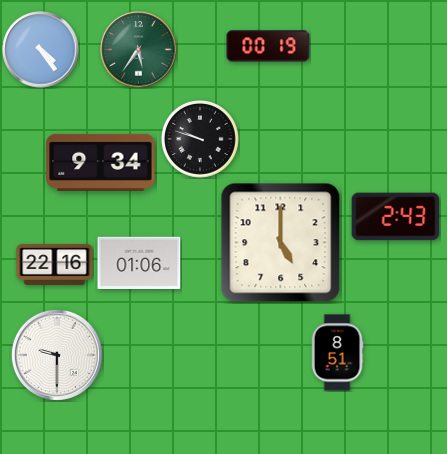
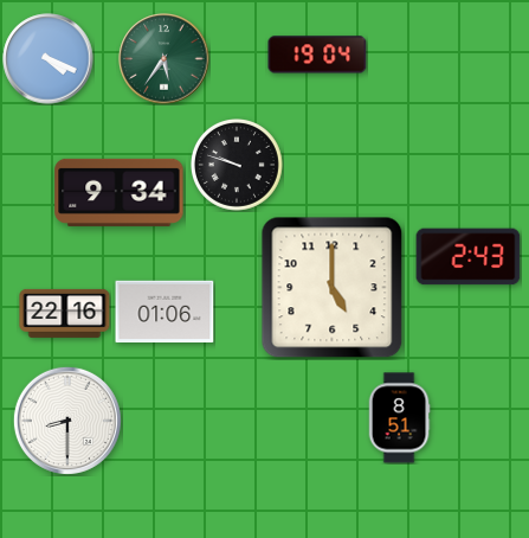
clock at (268, 46): 00:19 -> 19:04
clock at (41, 50): 4:24 -> 4:19
clock at (57, 355): 9:30 -> 8:30
